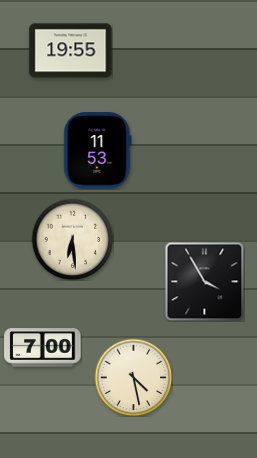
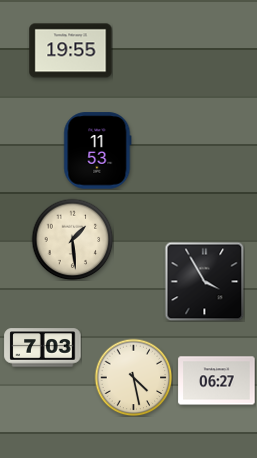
clock at (72, 239): 6:29 -> 1:29
clock at (43, 348): 7:00 -> 7:03
clock at (217, 381): none -> 06:27
